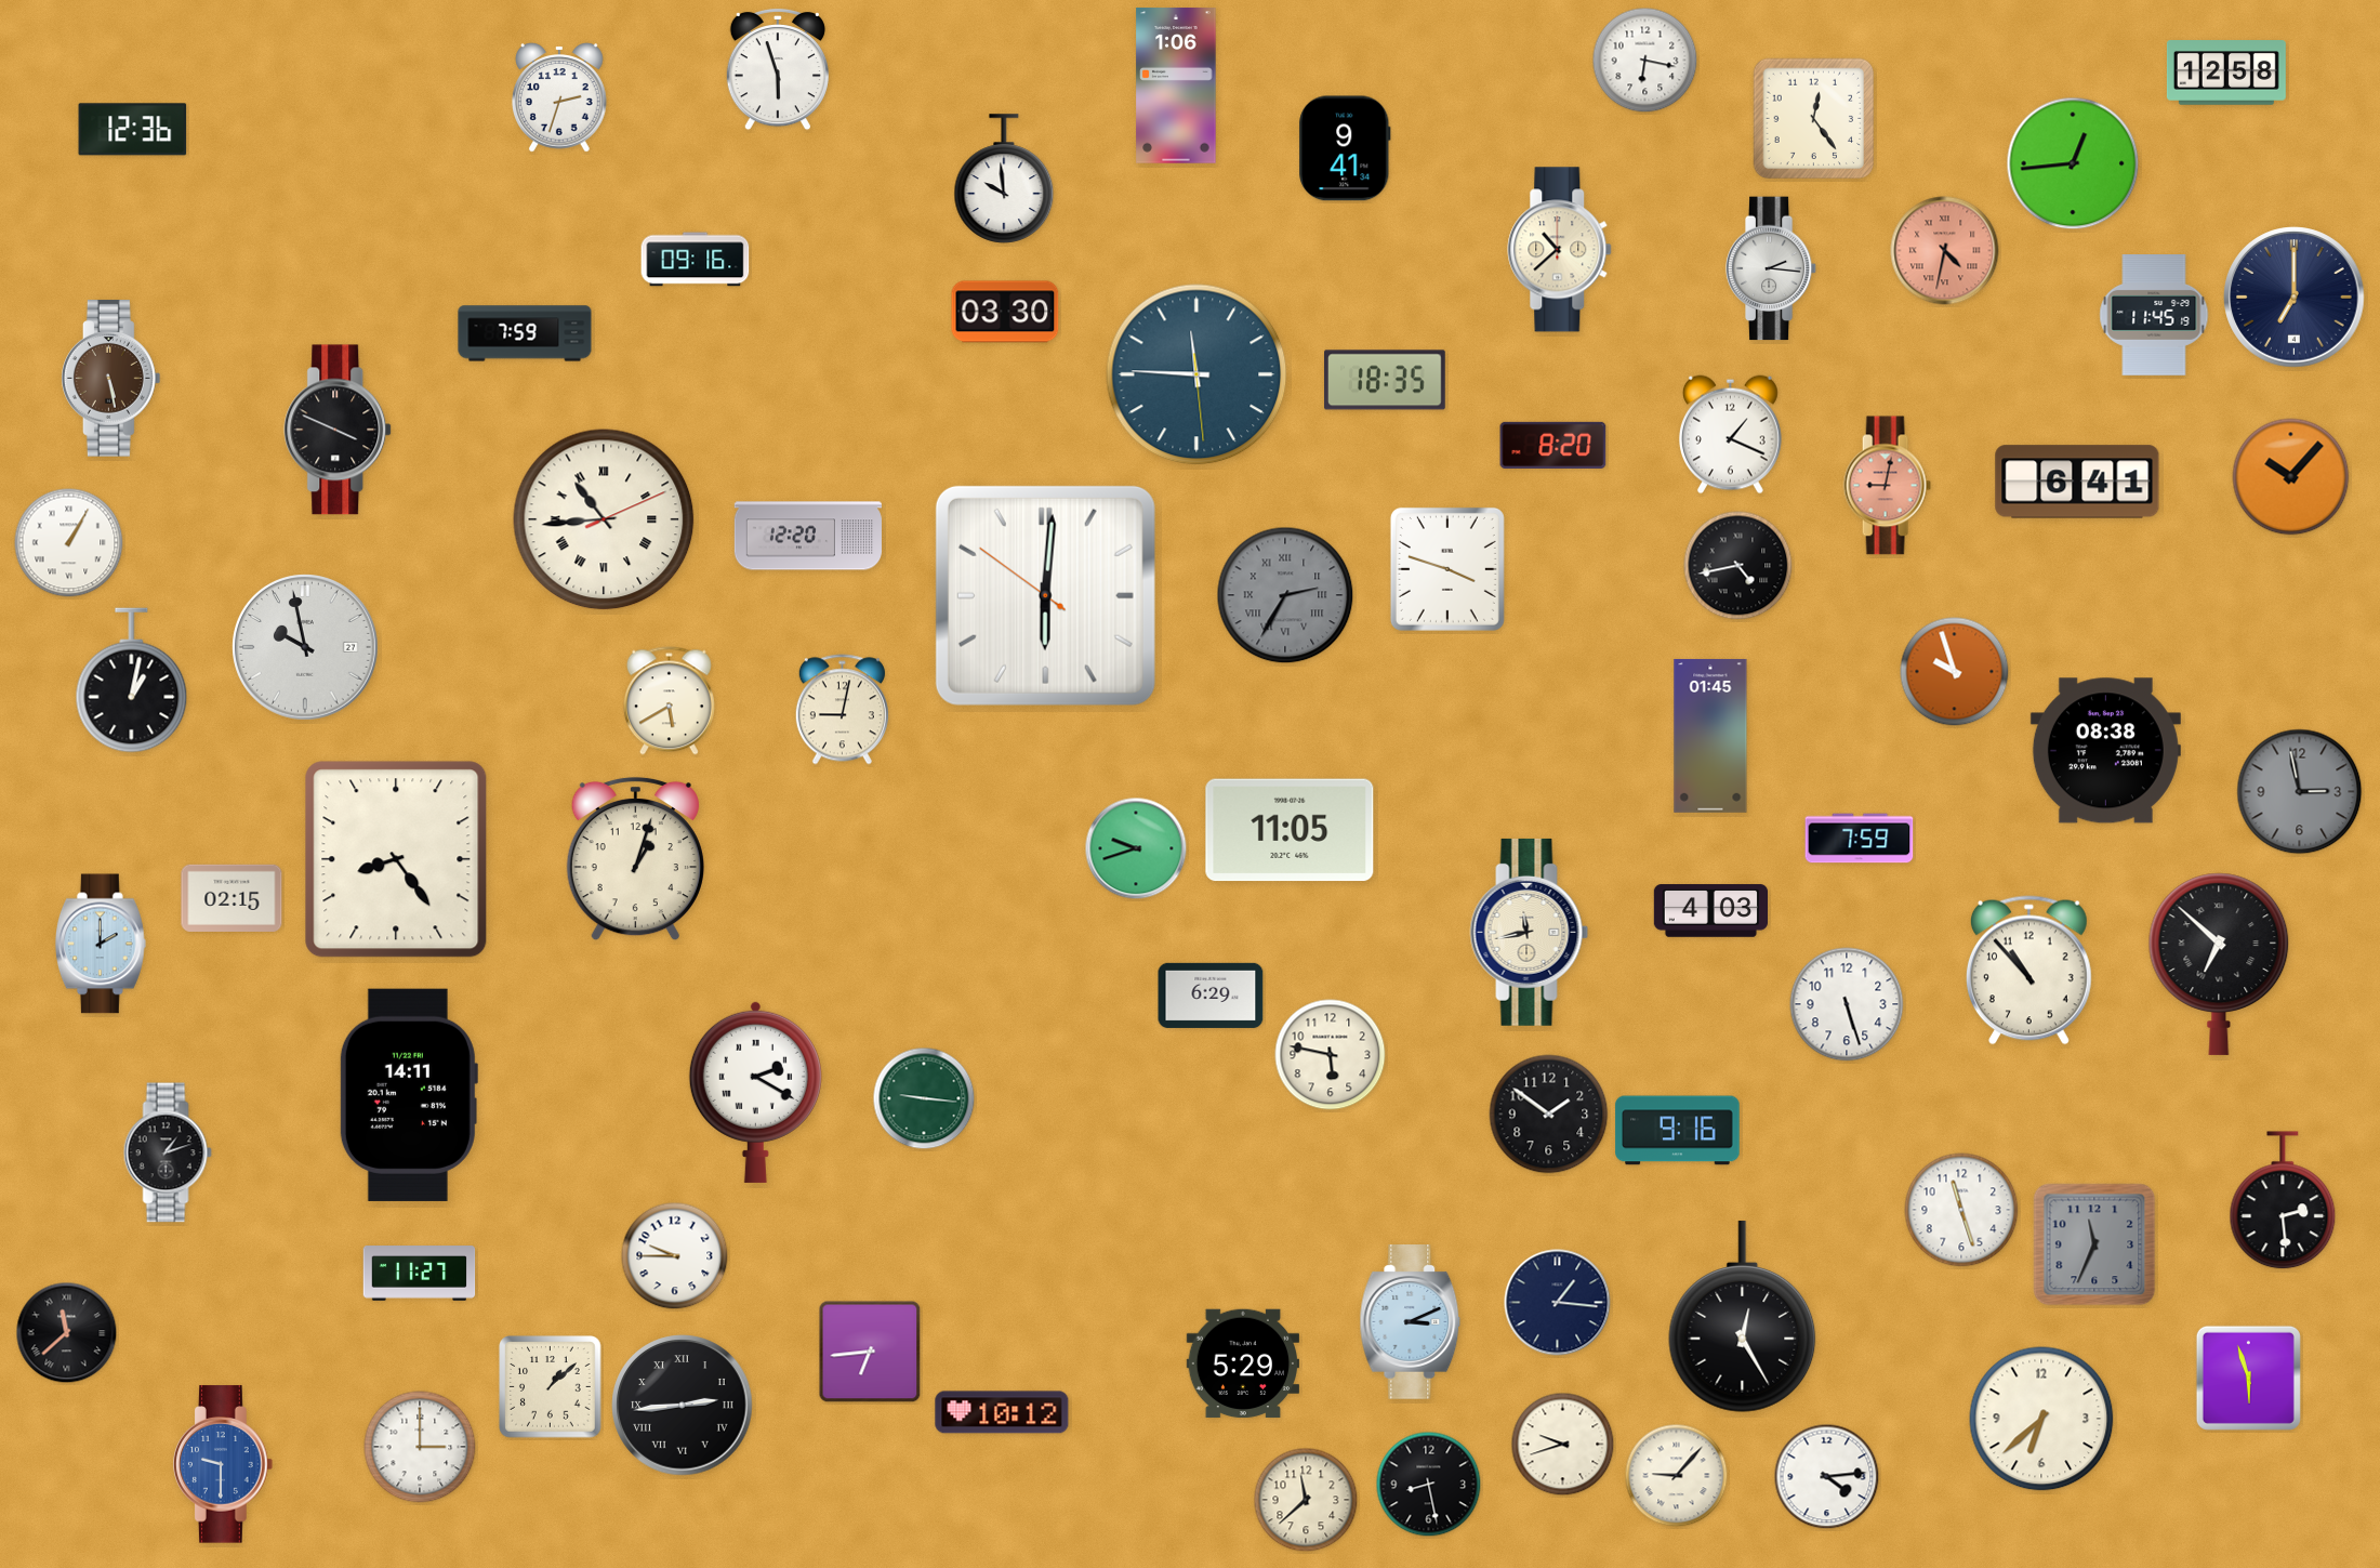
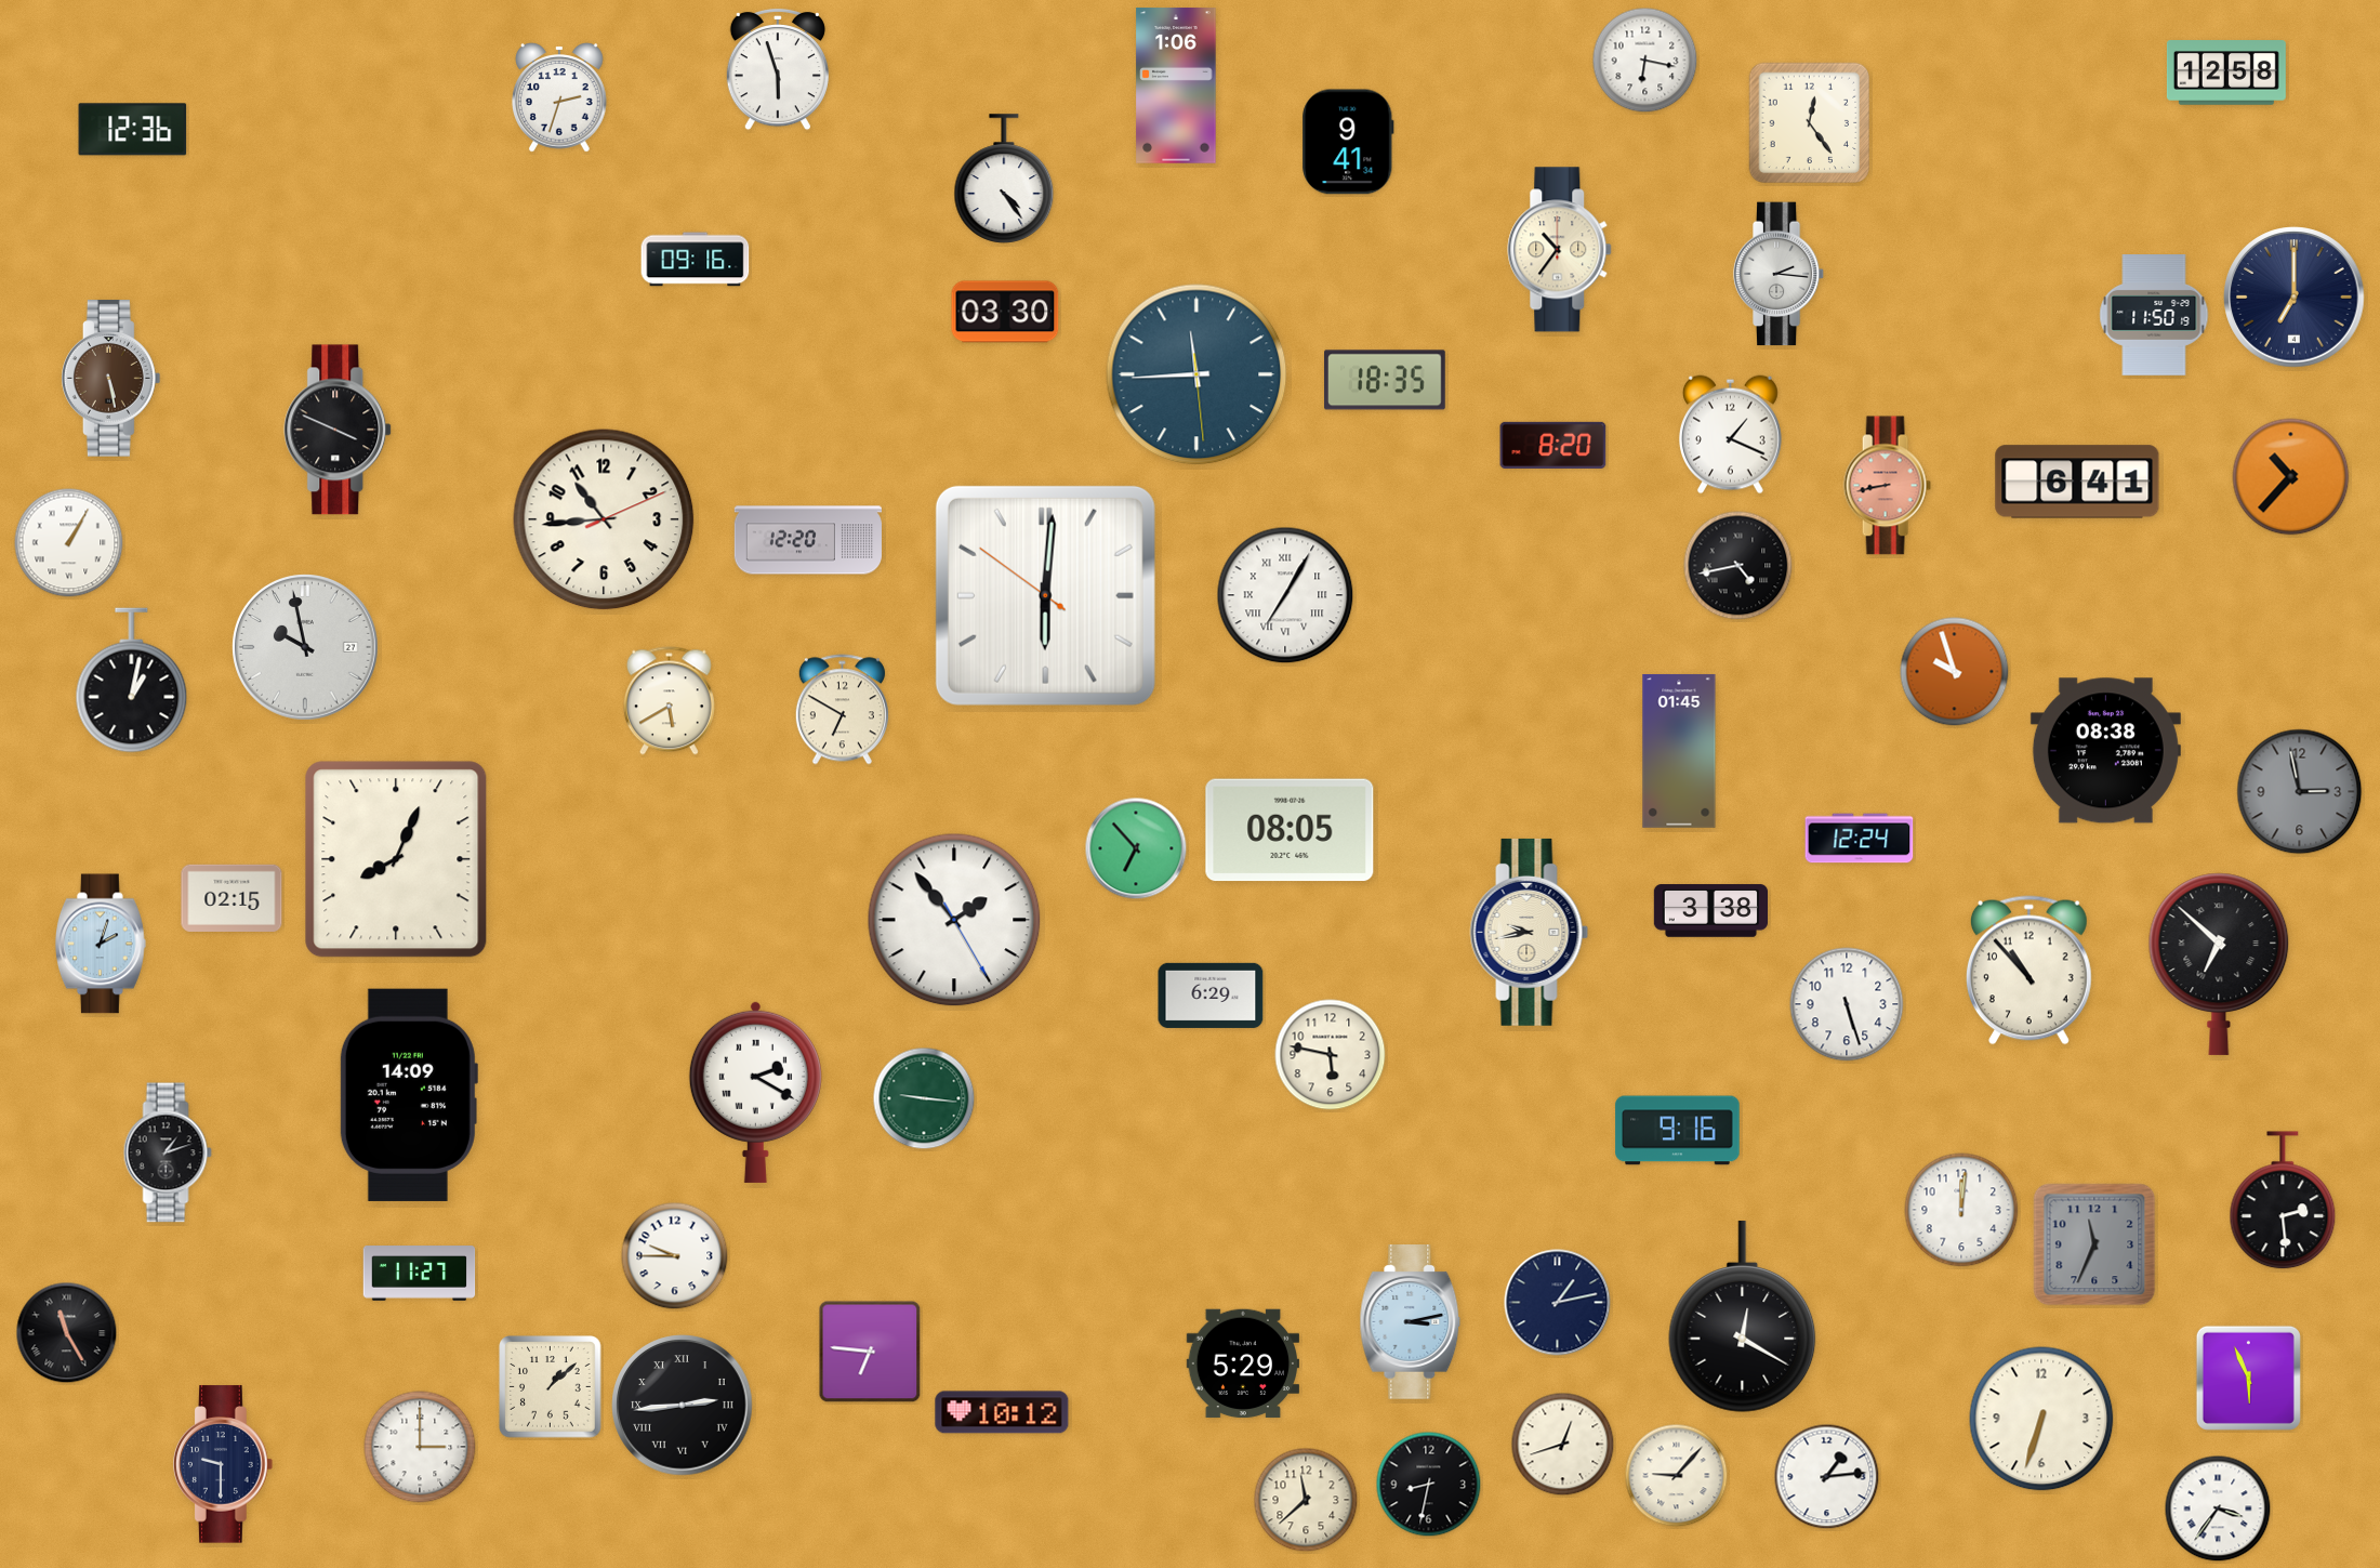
clock at (1814, 119) position: (1814, 119) -> (1810, 123)
clock at (1345, 148) position: (1345, 148) -> (1348, 142)
clock at (2073, 163): 12:44 -> none
clock at (1004, 179): 9:59 -> 4:24
clock at (1560, 250): 10:38 -> 10:36
clock at (1945, 251): 4:32 -> none
clock at (1771, 268) position: (1771, 268) -> (1779, 274)
clock at (2154, 316): 11:45 -> 11:50
clock at (525, 333): 7:59 -> none
clock at (1196, 374): 11:45 -> 11:44
clock at (2291, 477): 10:07 -> 10:37
clock at (1887, 486): 9:02 -> 8:43
clock at (604, 519) numerals: Roman -> Arabic
clock at (808, 536) position: (808, 536) -> (808, 540)
clock at (1447, 569): 3:48 -> none
clock at (1285, 595): 2:35 -> 7:05
clock at (1285, 595) dial: grey -> white
clock at (842, 710): 9:02 -> 6:50
clock at (1710, 736) position: (1710, 736) -> (1679, 751)
clock at (1290, 830): 11:05 -> 08:05
clock at (1860, 839): 7:59 -> 12:24
clock at (1136, 848): 9:42 -> 6:53
clock at (396, 859): 8:24 -> 8:04
clock at (635, 859): 1:03 -> none
clock at (1710, 911): 4:03 -> 3:38
clock at (954, 920): none -> 1:53
clock at (1530, 932): 11:43 -> 9:43
clock at (101, 944): 2:00 -> 2:03
clock at (408, 1095): 14:11 -> 14:09
clock at (1549, 1115): 1:51 -> none
clock at (1961, 1210): 11:27 -> 12:01
clock at (1558, 1303): 1:16 -> 1:13
clock at (1743, 1317): 12:25 -> 12:20
clock at (1411, 1322): 3:11 -> 3:13
clock at (67, 1333): 11:38 -> 11:25
clock at (870, 1352): 6:44 -> 6:46
clock at (2248, 1378): 5:57 -> 5:56
clock at (2041, 1419): 6:38 -> 6:33
clock at (1563, 1445): 9:42 -> 12:42
clock at (224, 1464) dial: blue -> navy
clock at (1827, 1477): 4:14 -> 1:14
clock at (1429, 1485): 8:28 -> 8:32
clock at (2218, 1508): none -> 3:36
